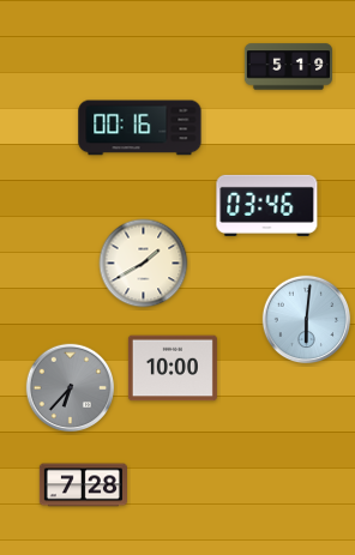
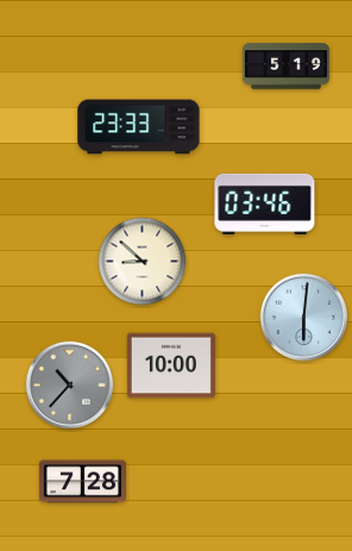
clock at (140, 128): 00:16 -> 23:33
clock at (144, 264): 1:40 -> 8:52
clock at (71, 388): 6:37 -> 10:37
